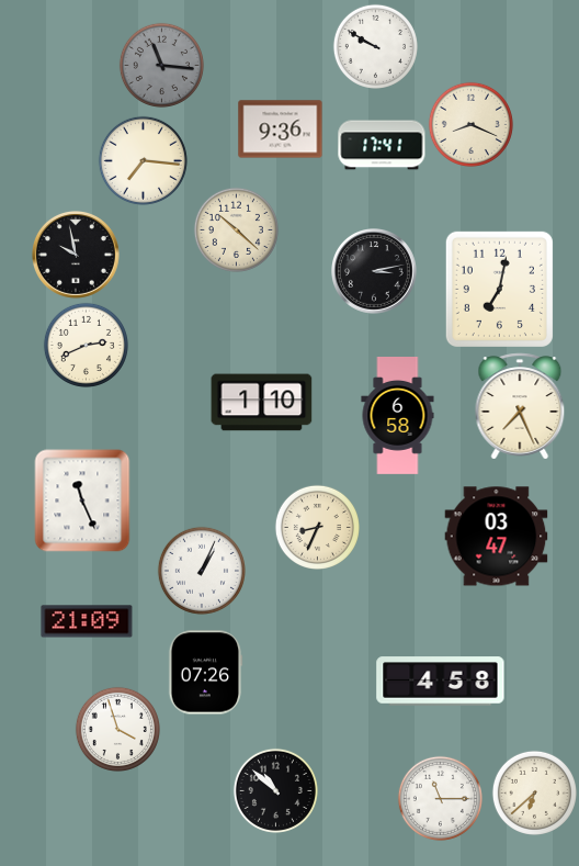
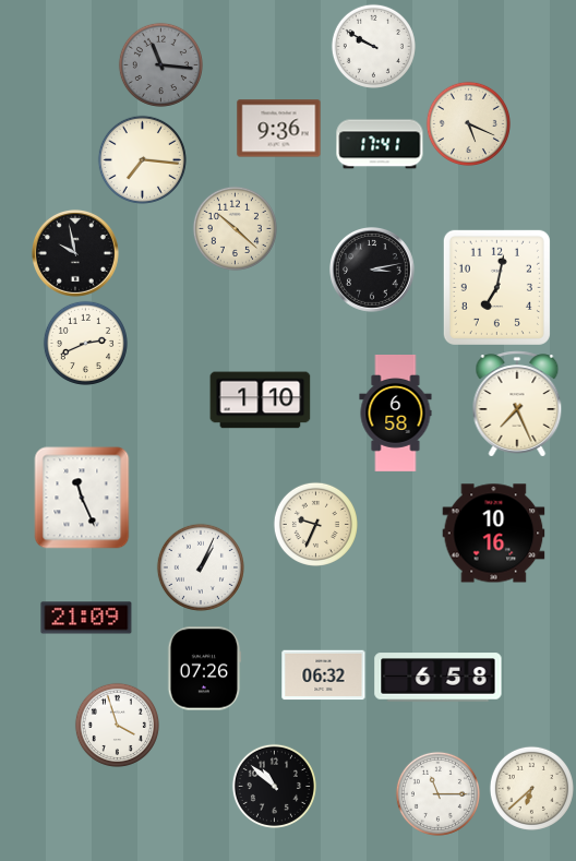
clock at (470, 124): 8:19 -> 5:19
clock at (317, 527): 8:34 -> 9:34
clock at (497, 537): 03:47 -> 10:16
clock at (324, 675): none -> 06:32
clock at (441, 682): 4:58 -> 6:58
